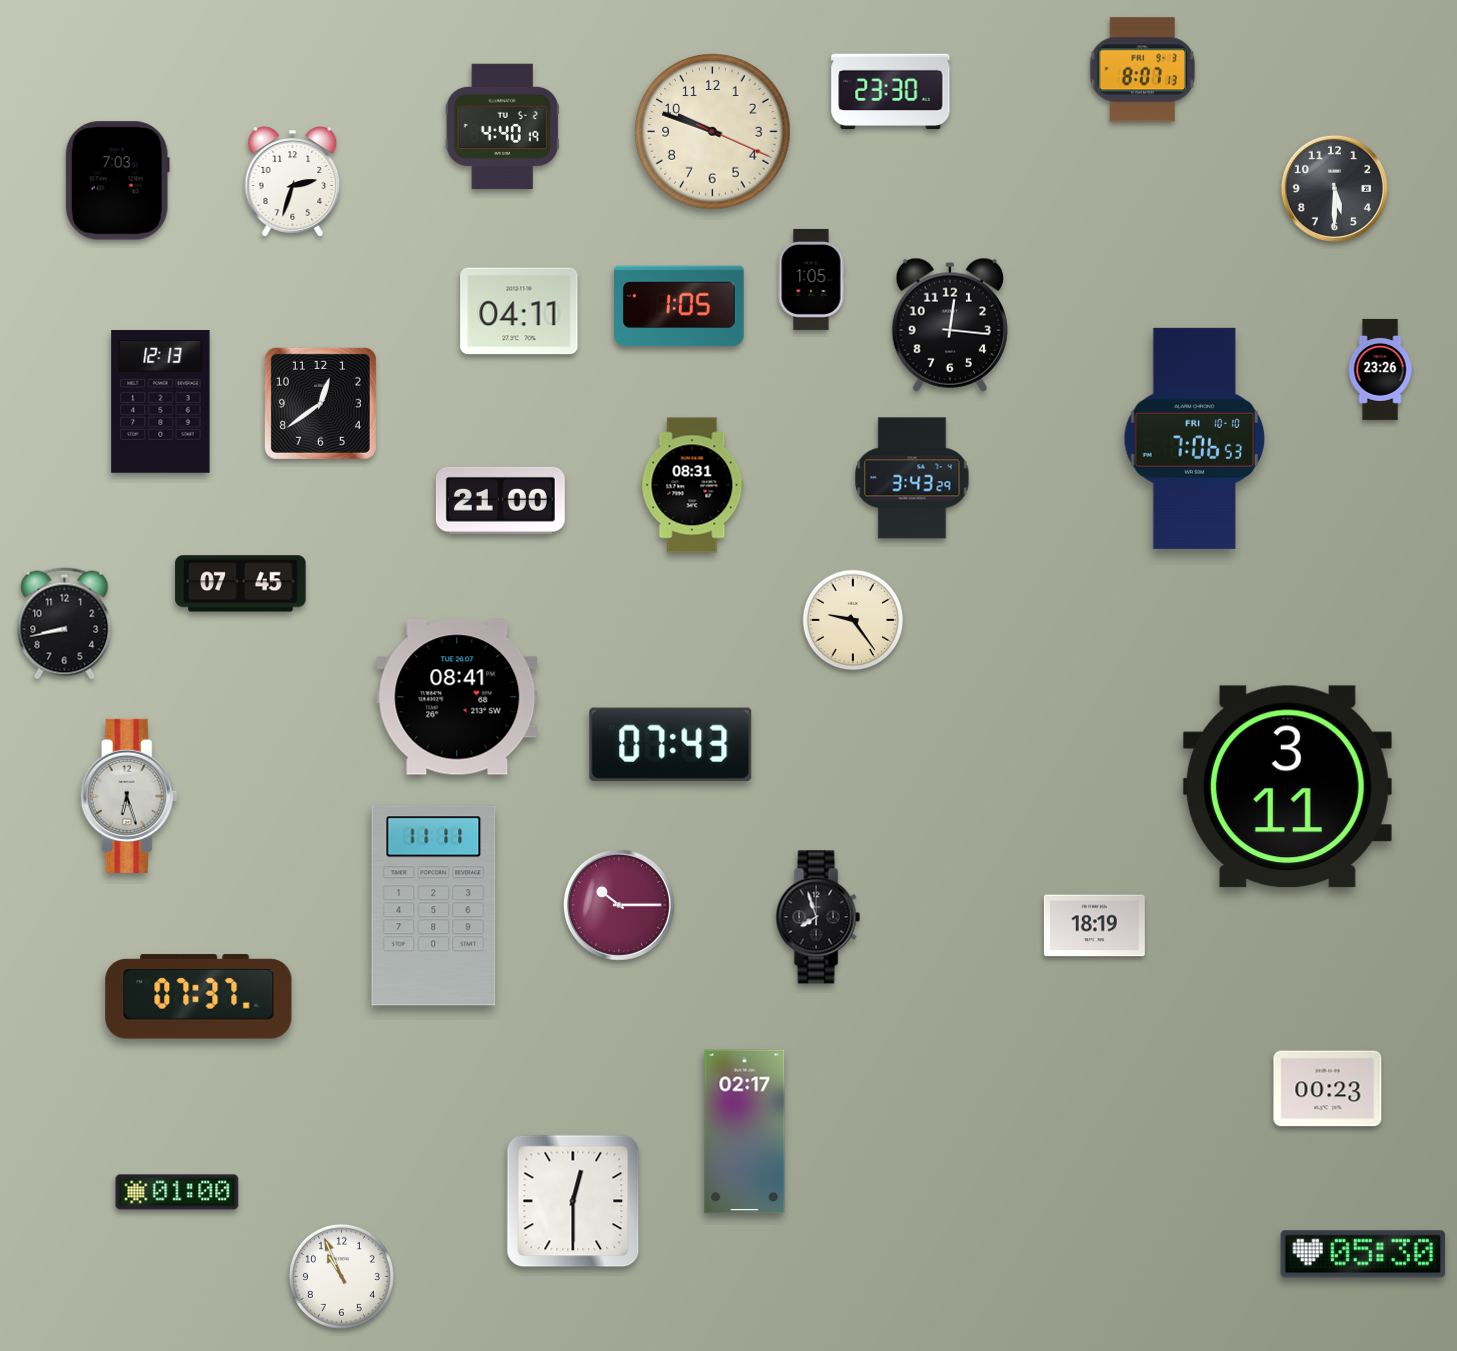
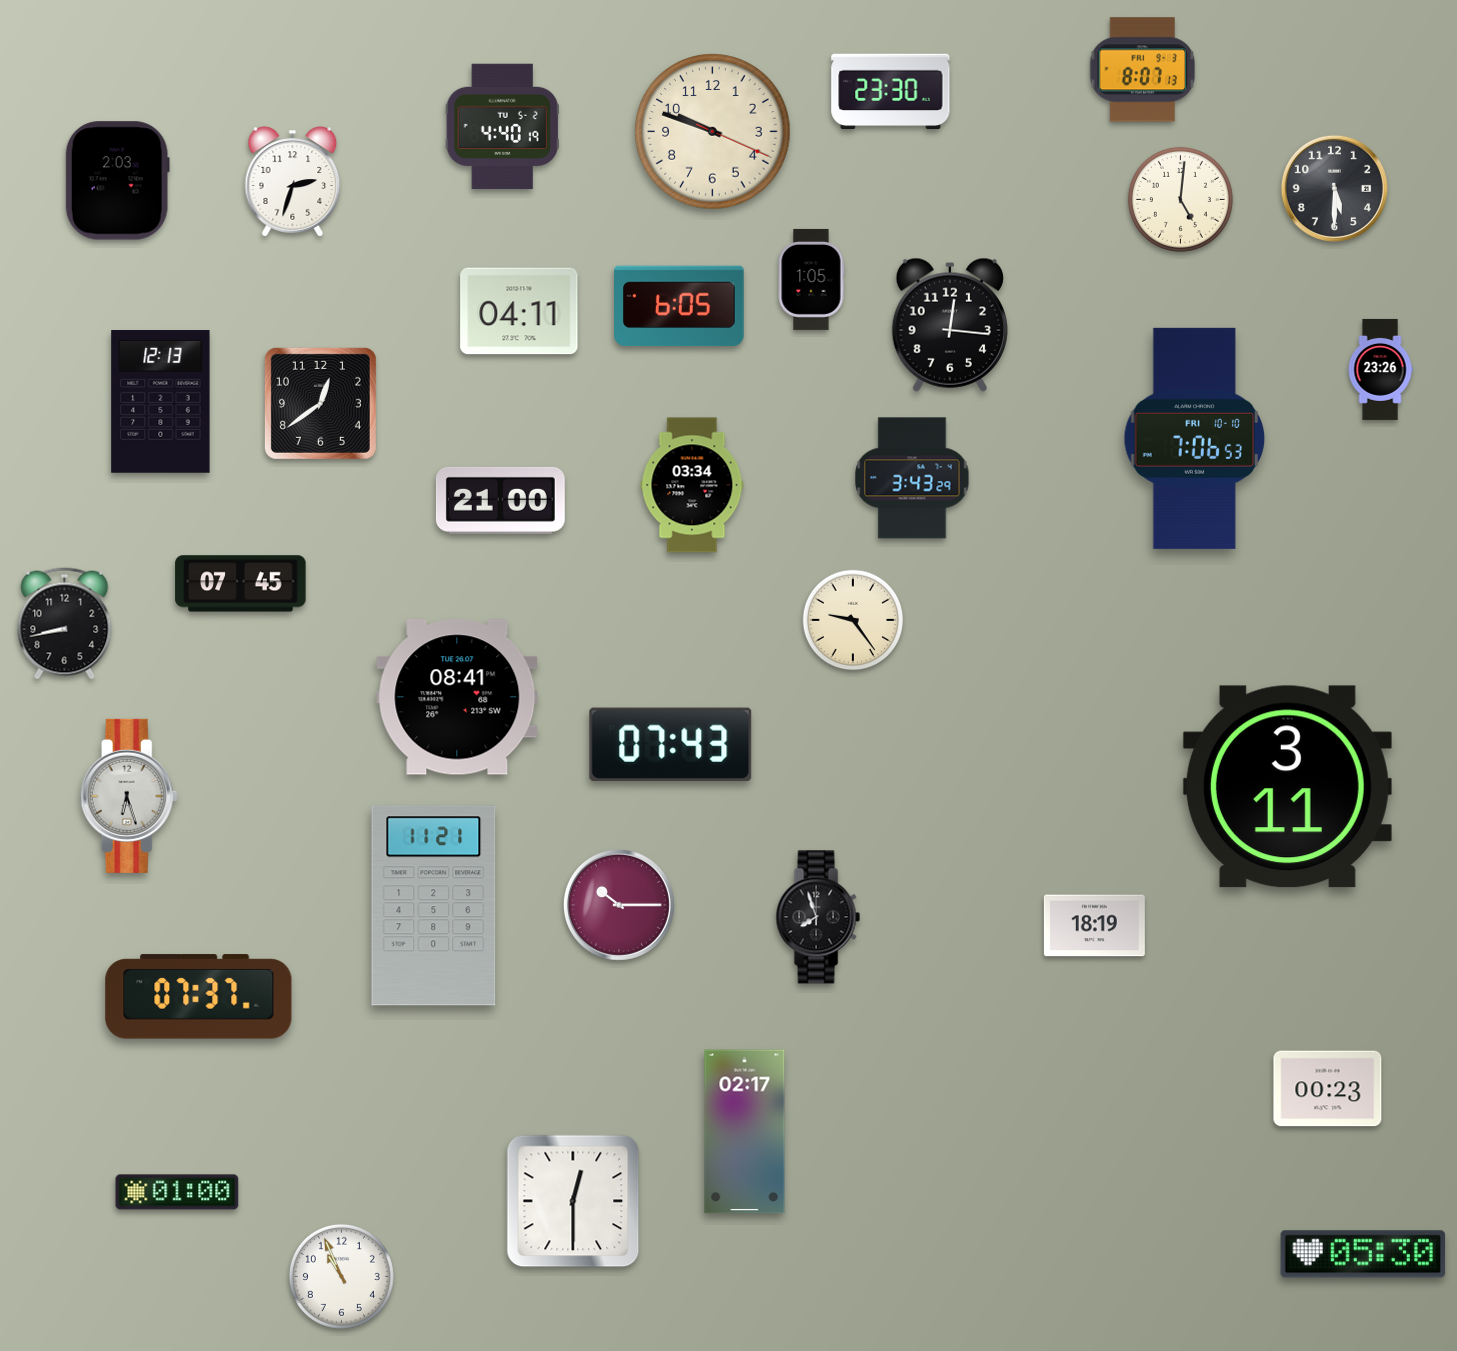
clock at (117, 181): 7:03 -> 2:03
clock at (1180, 199): none -> 5:01
clock at (679, 306): 1:05 -> 6:05
clock at (692, 485): 08:31 -> 03:34
clock at (434, 906): 11:11 -> 11:21
